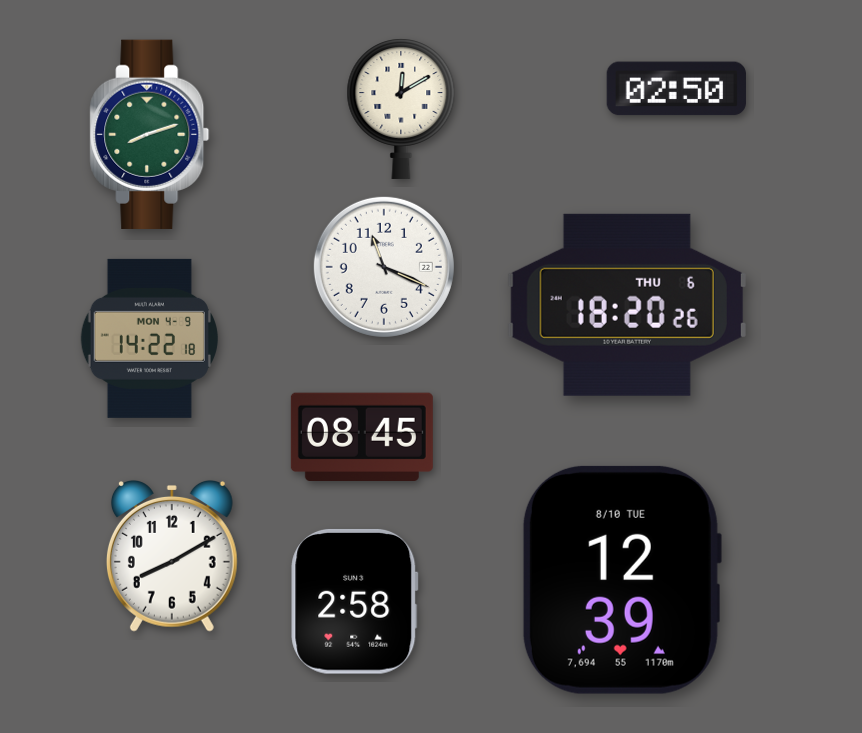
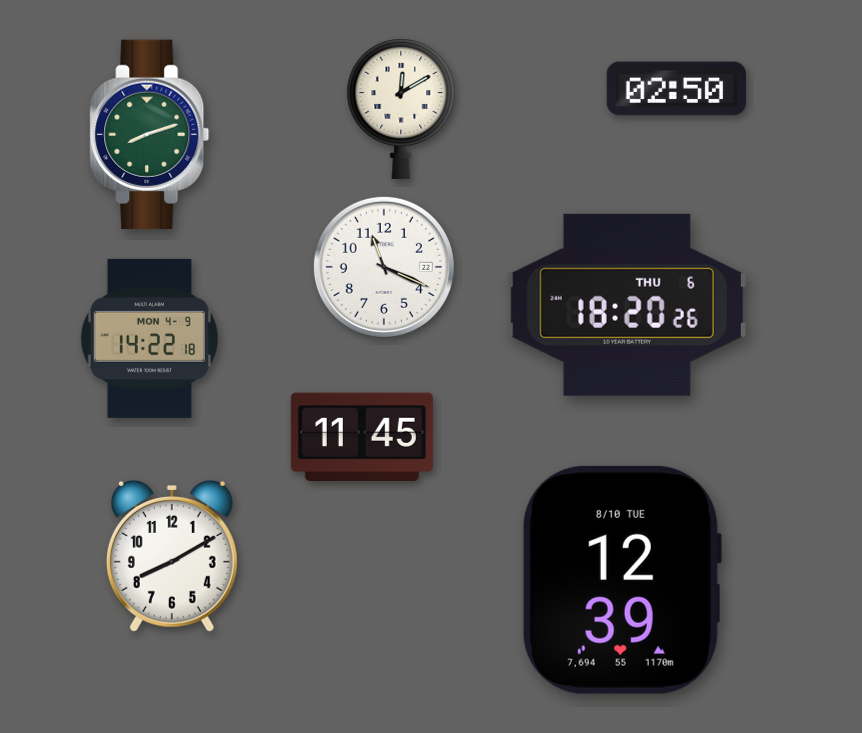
clock at (362, 436): 08:45 -> 11:45
clock at (355, 601): 2:58 -> none
